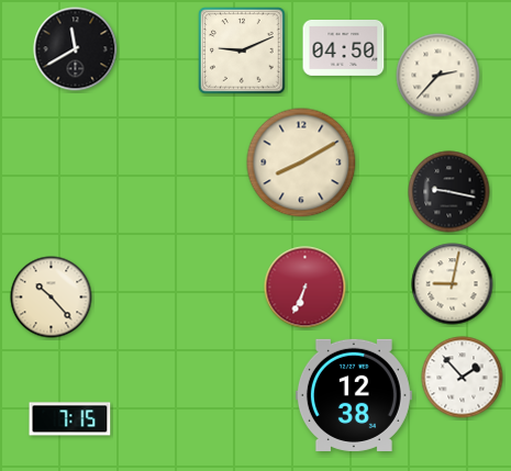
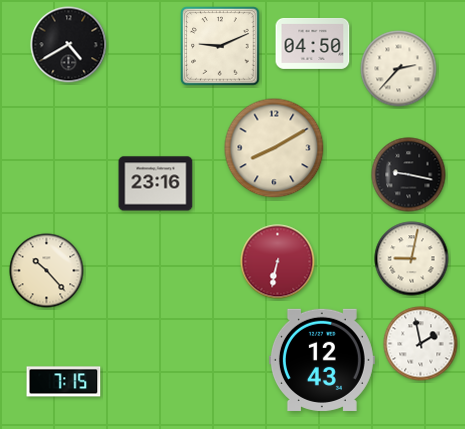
clock at (76, 49): 11:40 -> 4:40
clock at (156, 184): none -> 23:16
clock at (306, 288): 6:34 -> 6:32
clock at (463, 378): 1:53 -> 1:58
clock at (354, 395): 12:38 -> 12:43
